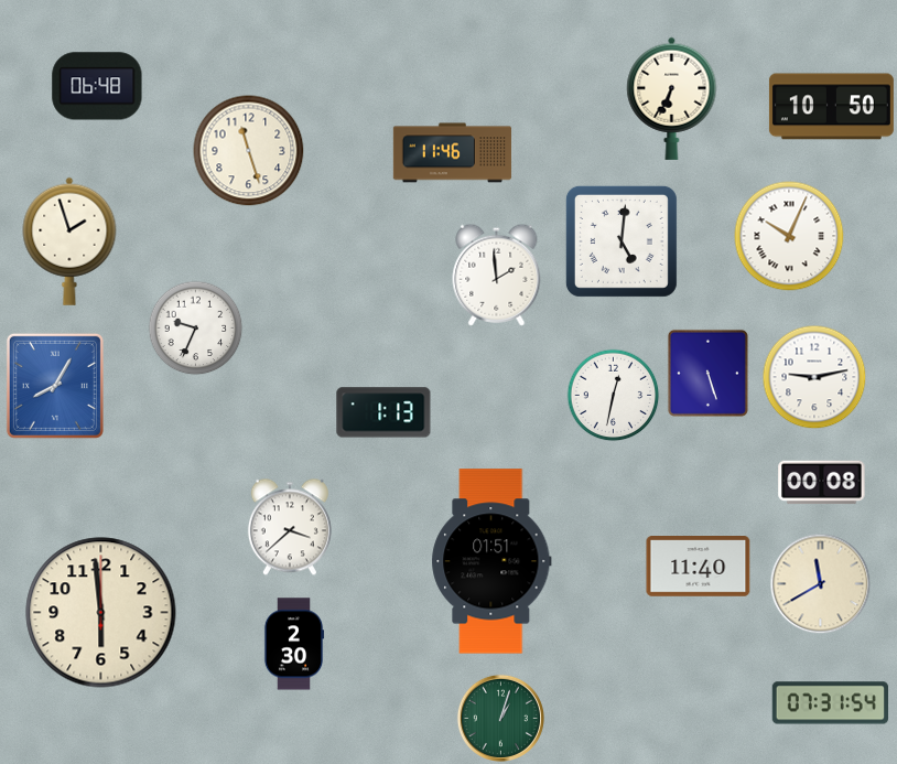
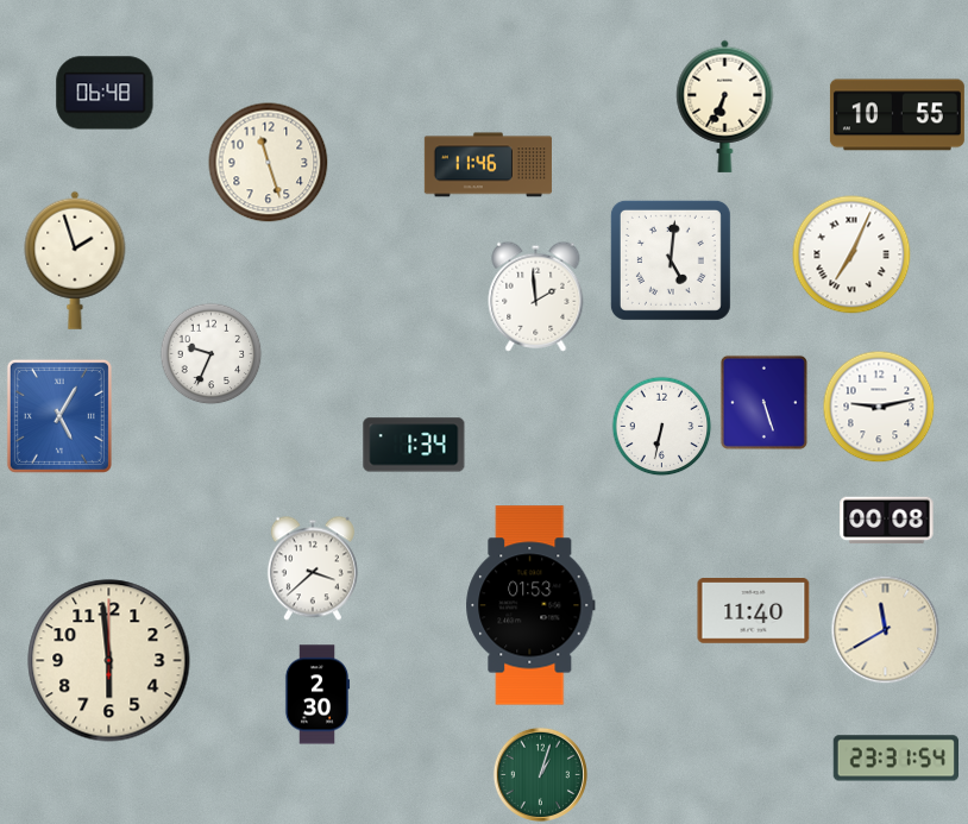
clock at (831, 107): 10:50 -> 10:55
clock at (789, 236): 10:04 -> 7:04
clock at (55, 386): 8:05 -> 5:05
clock at (613, 395): 12:32 -> 6:32
clock at (383, 412): 1:13 -> 1:34
clock at (491, 561): 01:51 -> 01:53
clock at (830, 703): 07:31 -> 23:31
